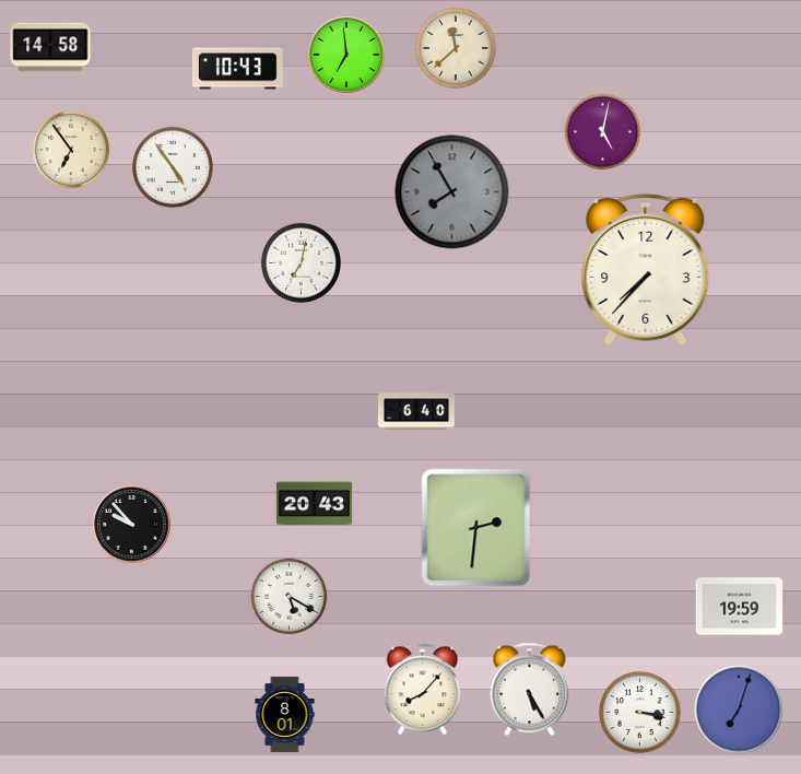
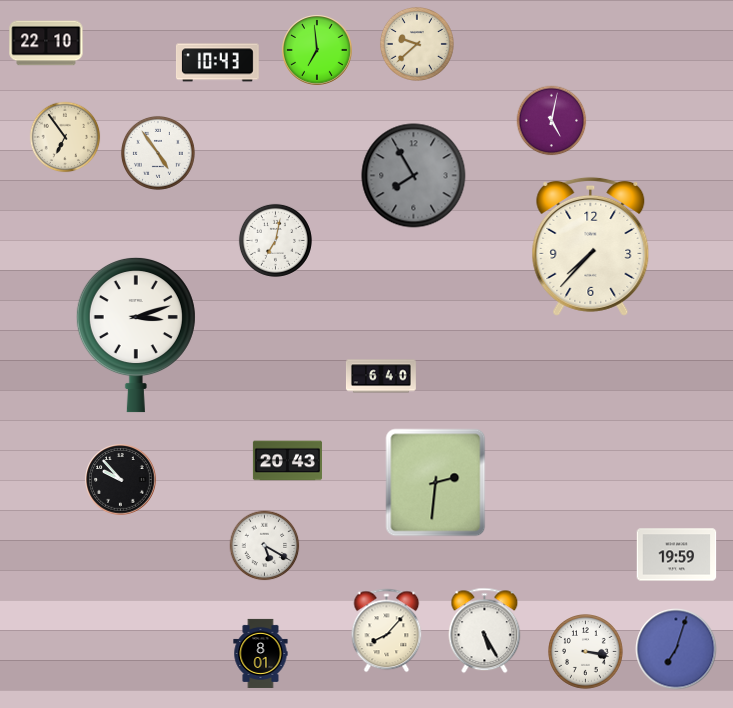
clock at (50, 47): 14:58 -> 22:10
clock at (456, 48): 11:38 -> 9:38
clock at (136, 335): none -> 3:12
